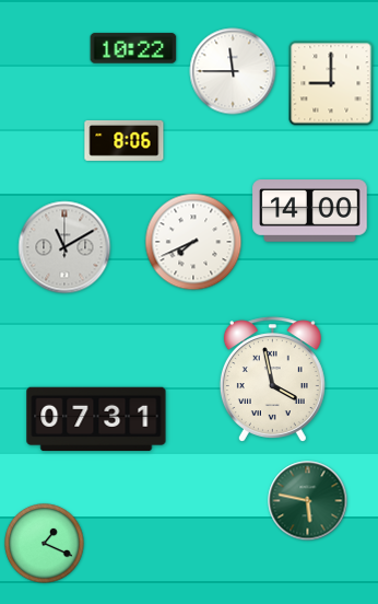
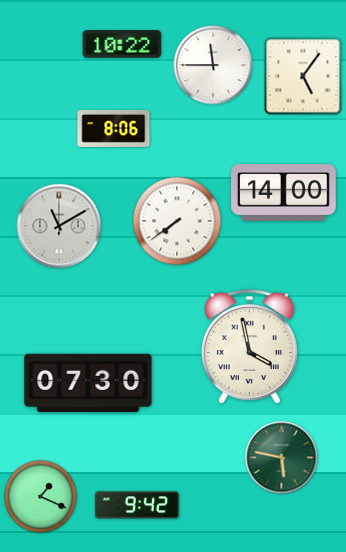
clock at (331, 83): 9:00 -> 5:06
clock at (193, 242): 7:41 -> 7:39
clock at (96, 419): 07:31 -> 07:30
clock at (137, 505): none -> 9:42
